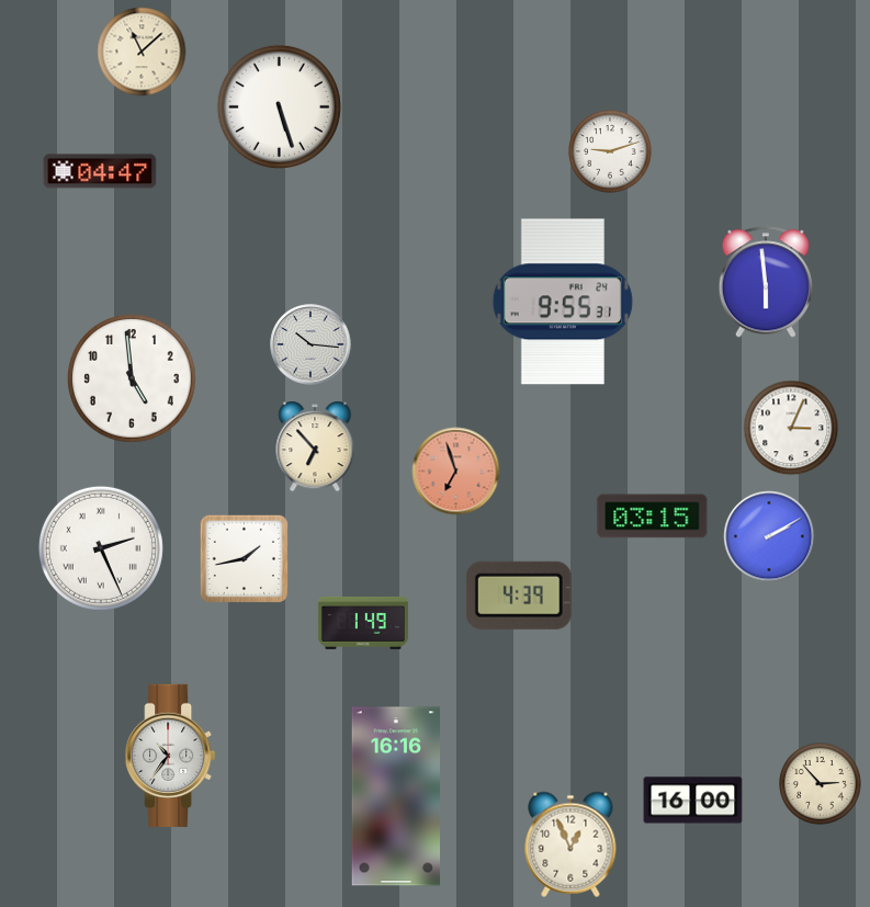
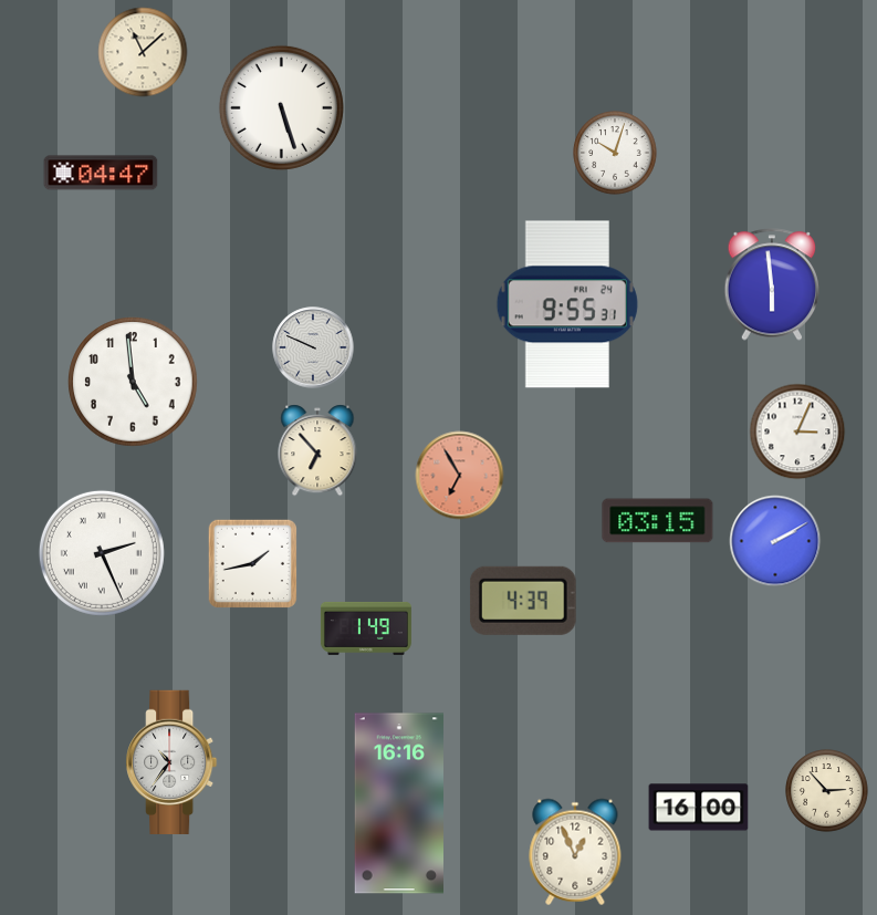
clock at (610, 151): 9:12 -> 10:03
clock at (310, 344): 10:16 -> 9:49
clock at (456, 472): 6:57 -> 6:55
clock at (244, 558) position: (244, 558) -> (252, 563)
